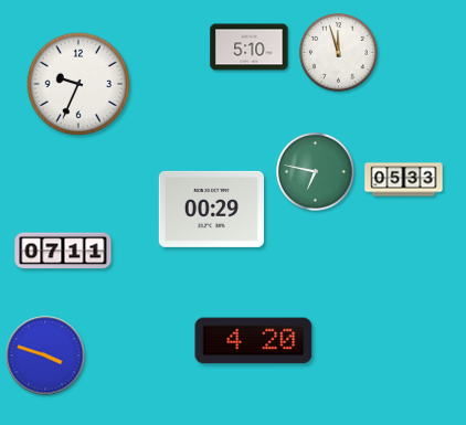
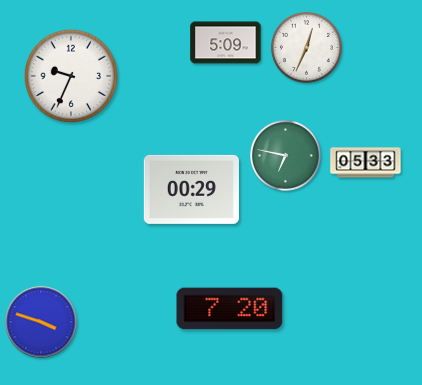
clock at (250, 47): 5:10 -> 5:09
clock at (339, 53): 11:57 -> 12:34
clock at (63, 251): 07:11 -> none
clock at (254, 341): 4:20 -> 7:20
